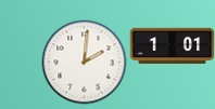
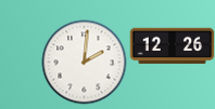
clock at (172, 46): 1:01 -> 12:26
